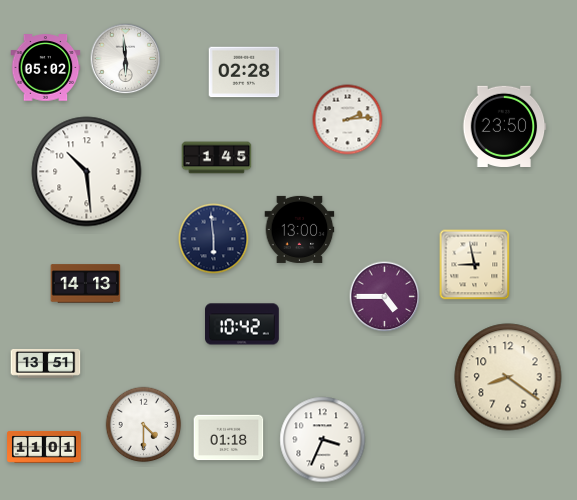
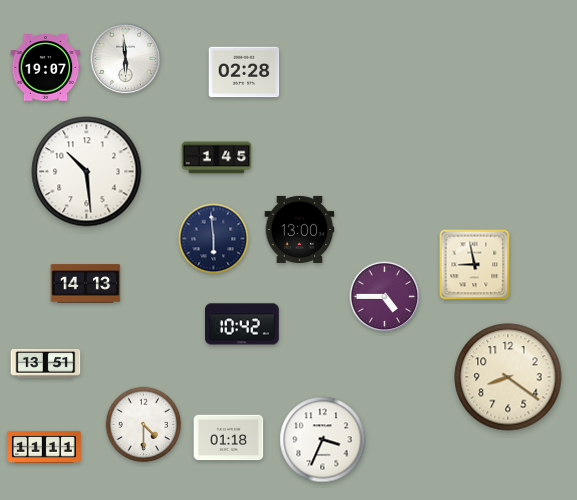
clock at (46, 68): 05:02 -> 19:07
clock at (348, 120): 2:14 -> none
clock at (504, 126): 23:50 -> none
clock at (44, 447): 11:01 -> 11:11
